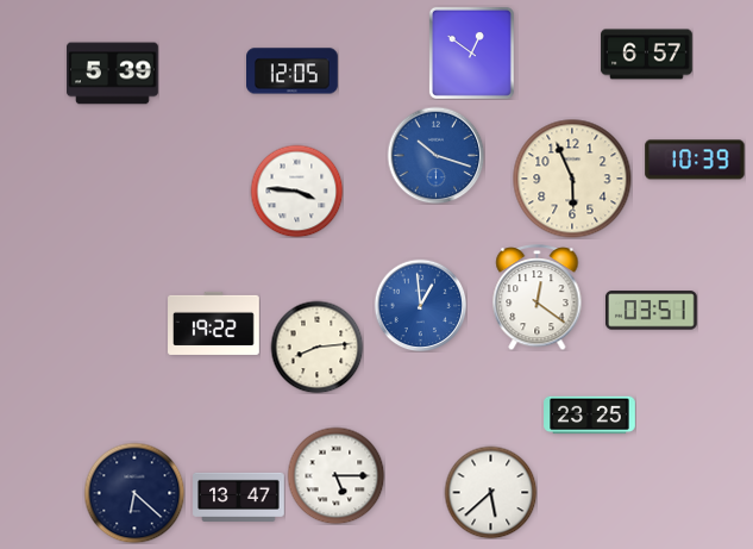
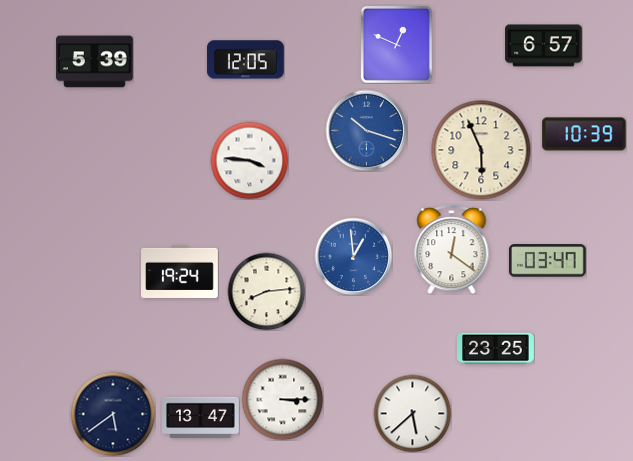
clock at (471, 52): 12:51 -> 12:49
clock at (652, 311): 03:51 -> 03:47
clock at (214, 323): 19:22 -> 19:24
clock at (335, 475): 5:15 -> 3:15
clock at (134, 493): 6:22 -> 5:39
